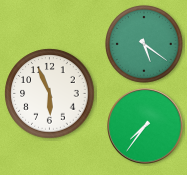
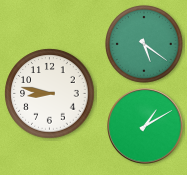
clock at (50, 94): 5:56 -> 8:47
clock at (145, 126): 7:36 -> 1:10
